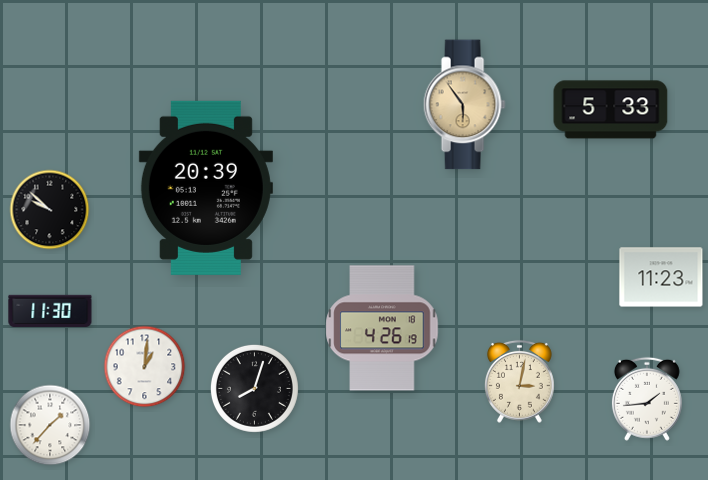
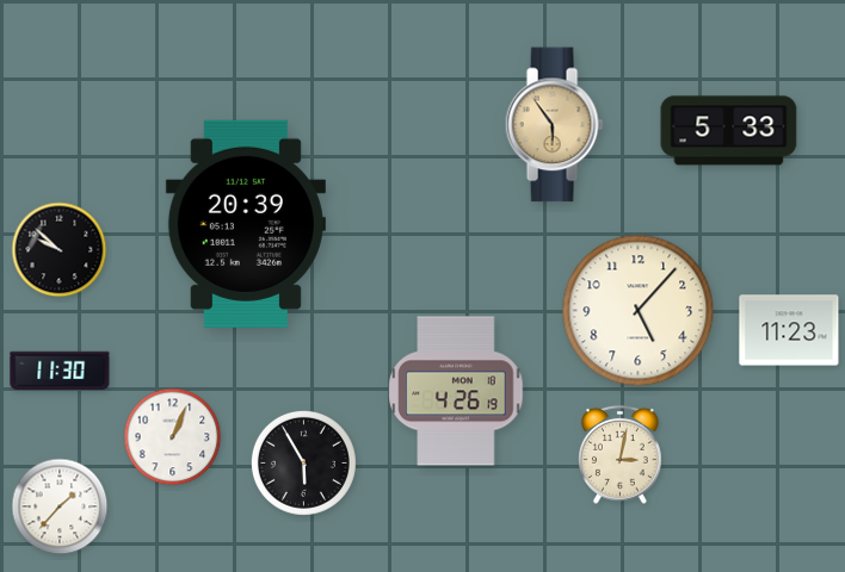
clock at (639, 311): none -> 5:07
clock at (145, 367): 1:01 -> 1:04
clock at (254, 388): 8:03 -> 5:55
clock at (647, 399): 1:44 -> none
